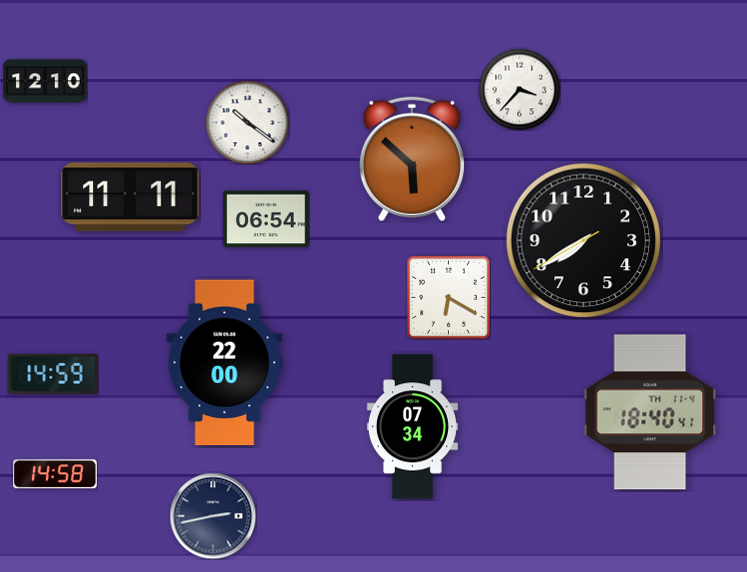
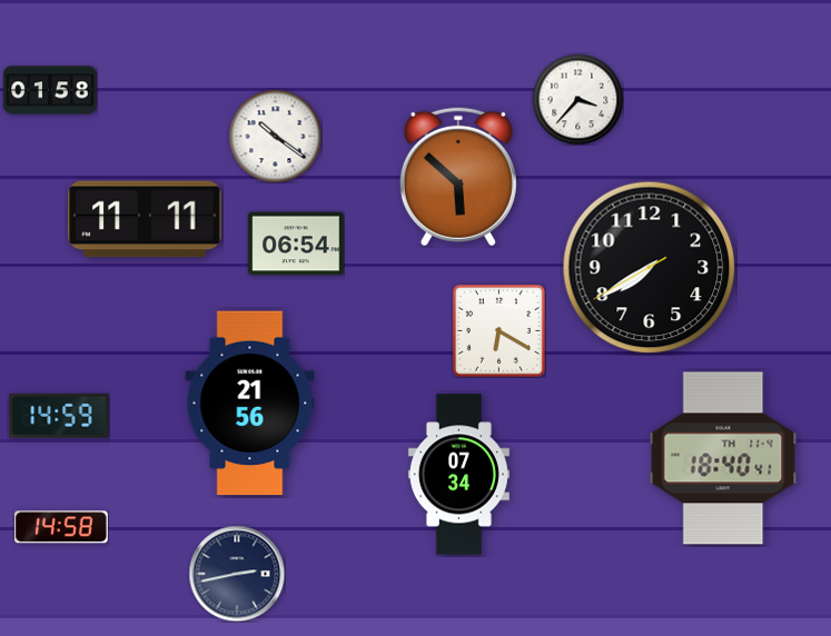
clock at (45, 81): 12:10 -> 01:58
clock at (225, 363): 22:00 -> 21:56
